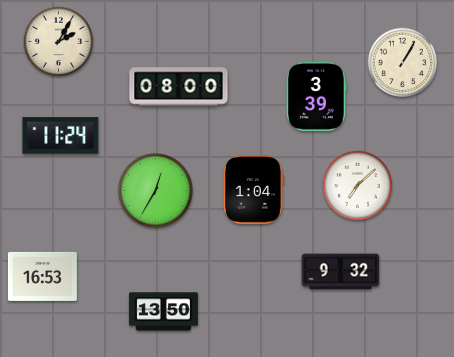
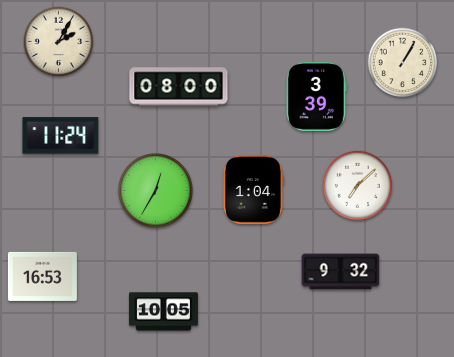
clock at (163, 312): 13:50 -> 10:05
